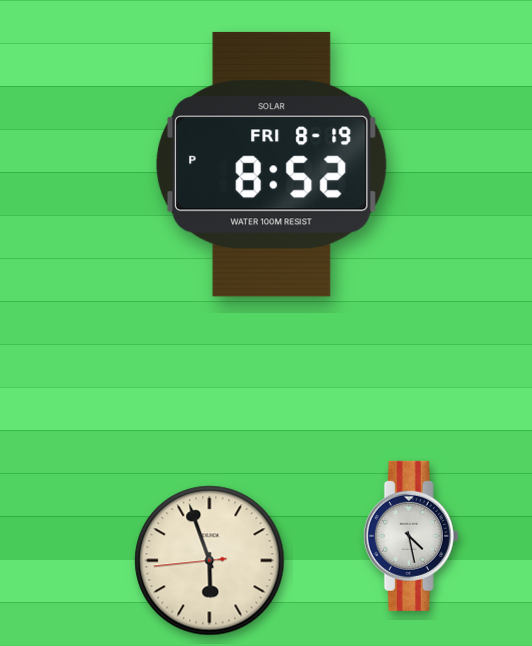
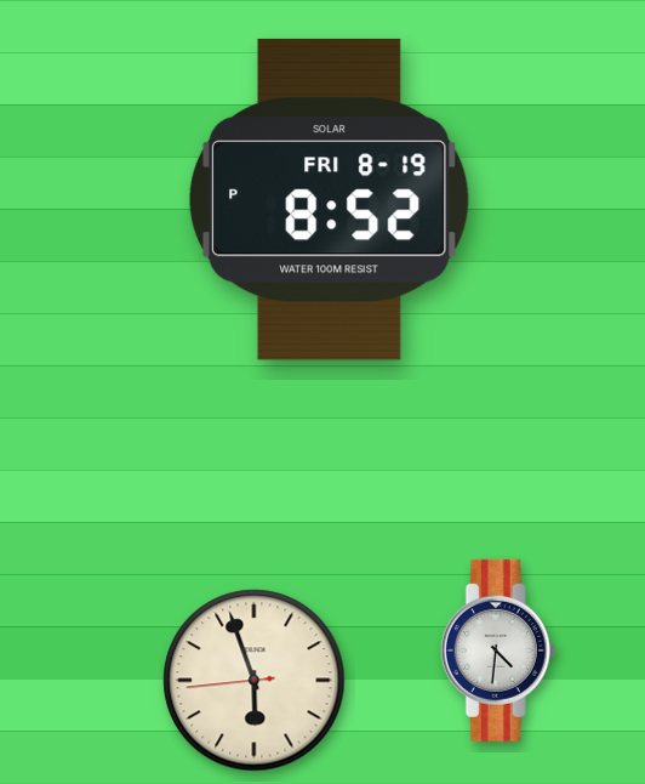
clock at (411, 536): 4:28 -> 4:31
